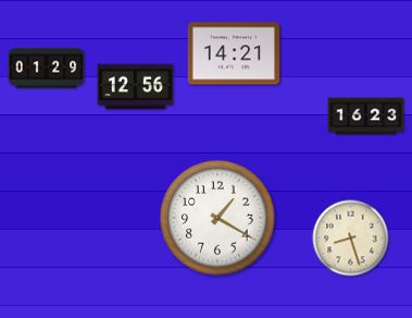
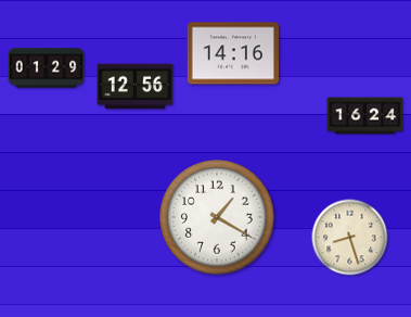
clock at (234, 53): 14:21 -> 14:16
clock at (366, 117): 16:23 -> 16:24
